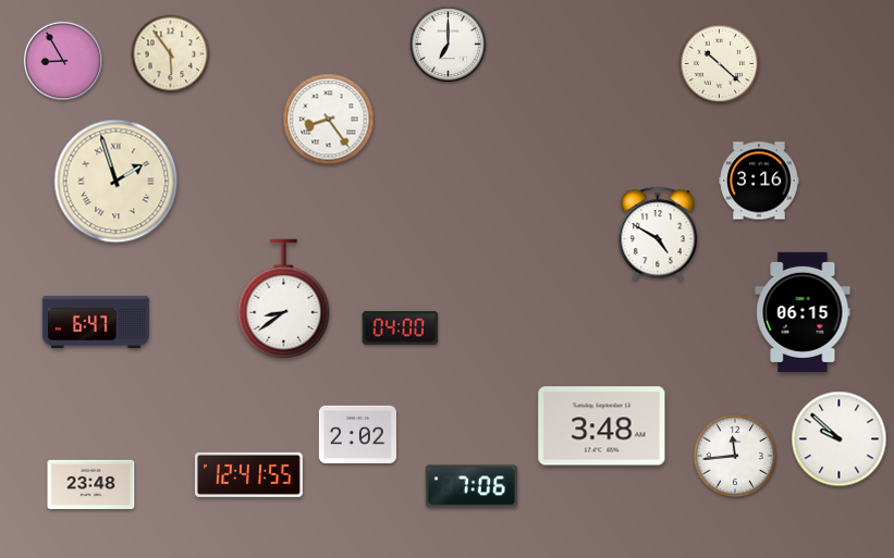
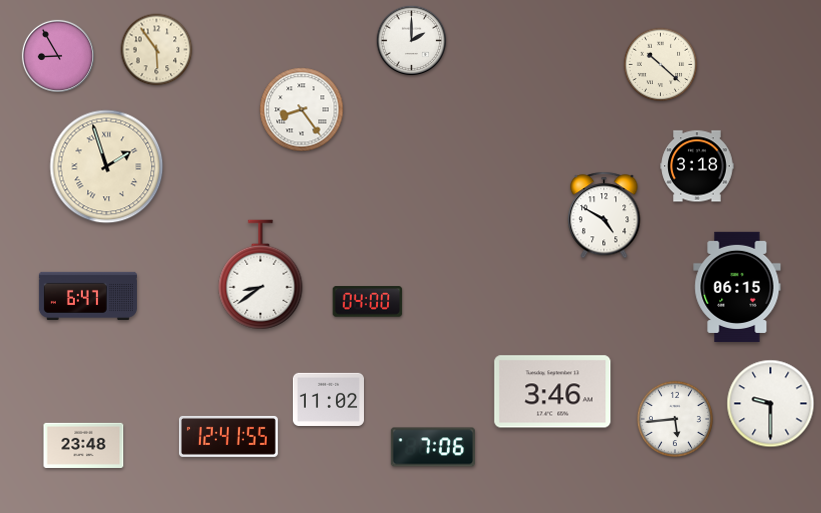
clock at (449, 45): 7:00 -> 2:00
clock at (720, 64) position: (720, 64) -> (661, 65)
clock at (759, 181): 3:16 -> 3:18
clock at (602, 426): 3:48 -> 3:46
clock at (357, 434): 2:02 -> 11:02
clock at (840, 439): 9:52 -> 9:30
clock at (734, 455): 11:44 -> 5:44
